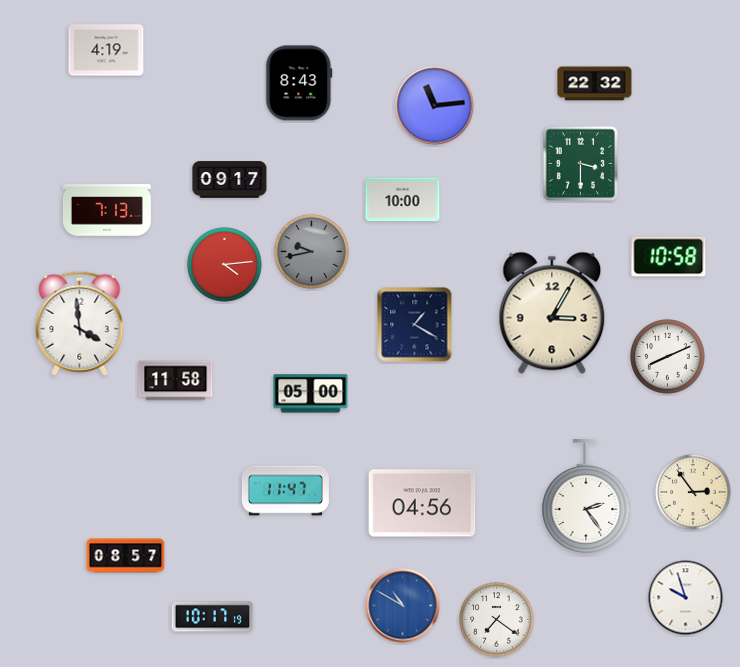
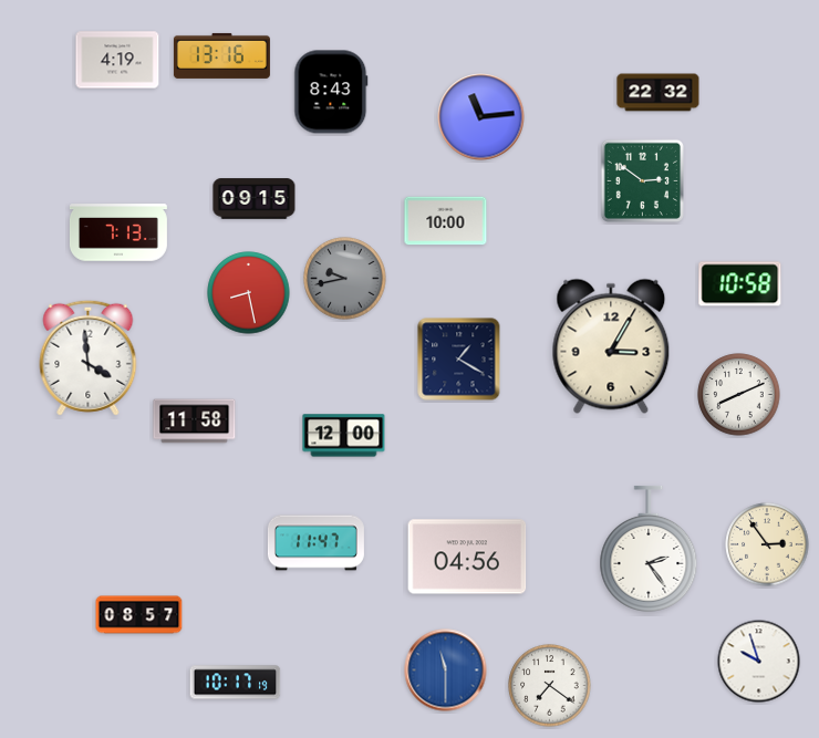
clock at (106, 50) position: (106, 50) -> (117, 60)
clock at (221, 55): none -> 13:16
clock at (580, 163): 3:30 -> 2:51
clock at (230, 180): 09:17 -> 09:15
clock at (225, 265): 4:14 -> 8:28
clock at (311, 394): 05:00 -> 12:00
clock at (403, 606): 10:50 -> 11:30
